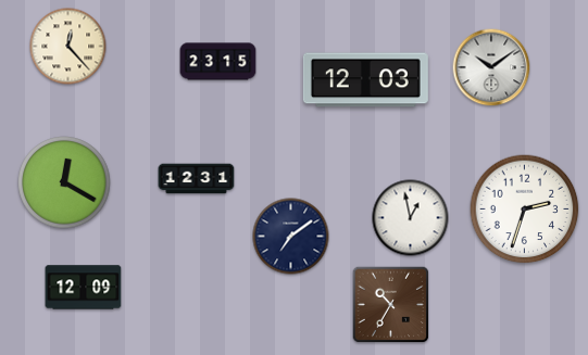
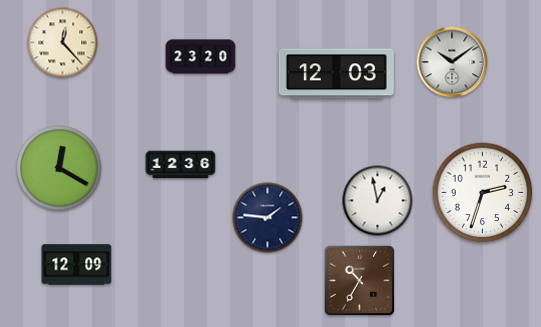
clock at (218, 62): 23:15 -> 23:20
clock at (197, 179): 12:31 -> 12:36
clock at (291, 237): 7:09 -> 1:46
